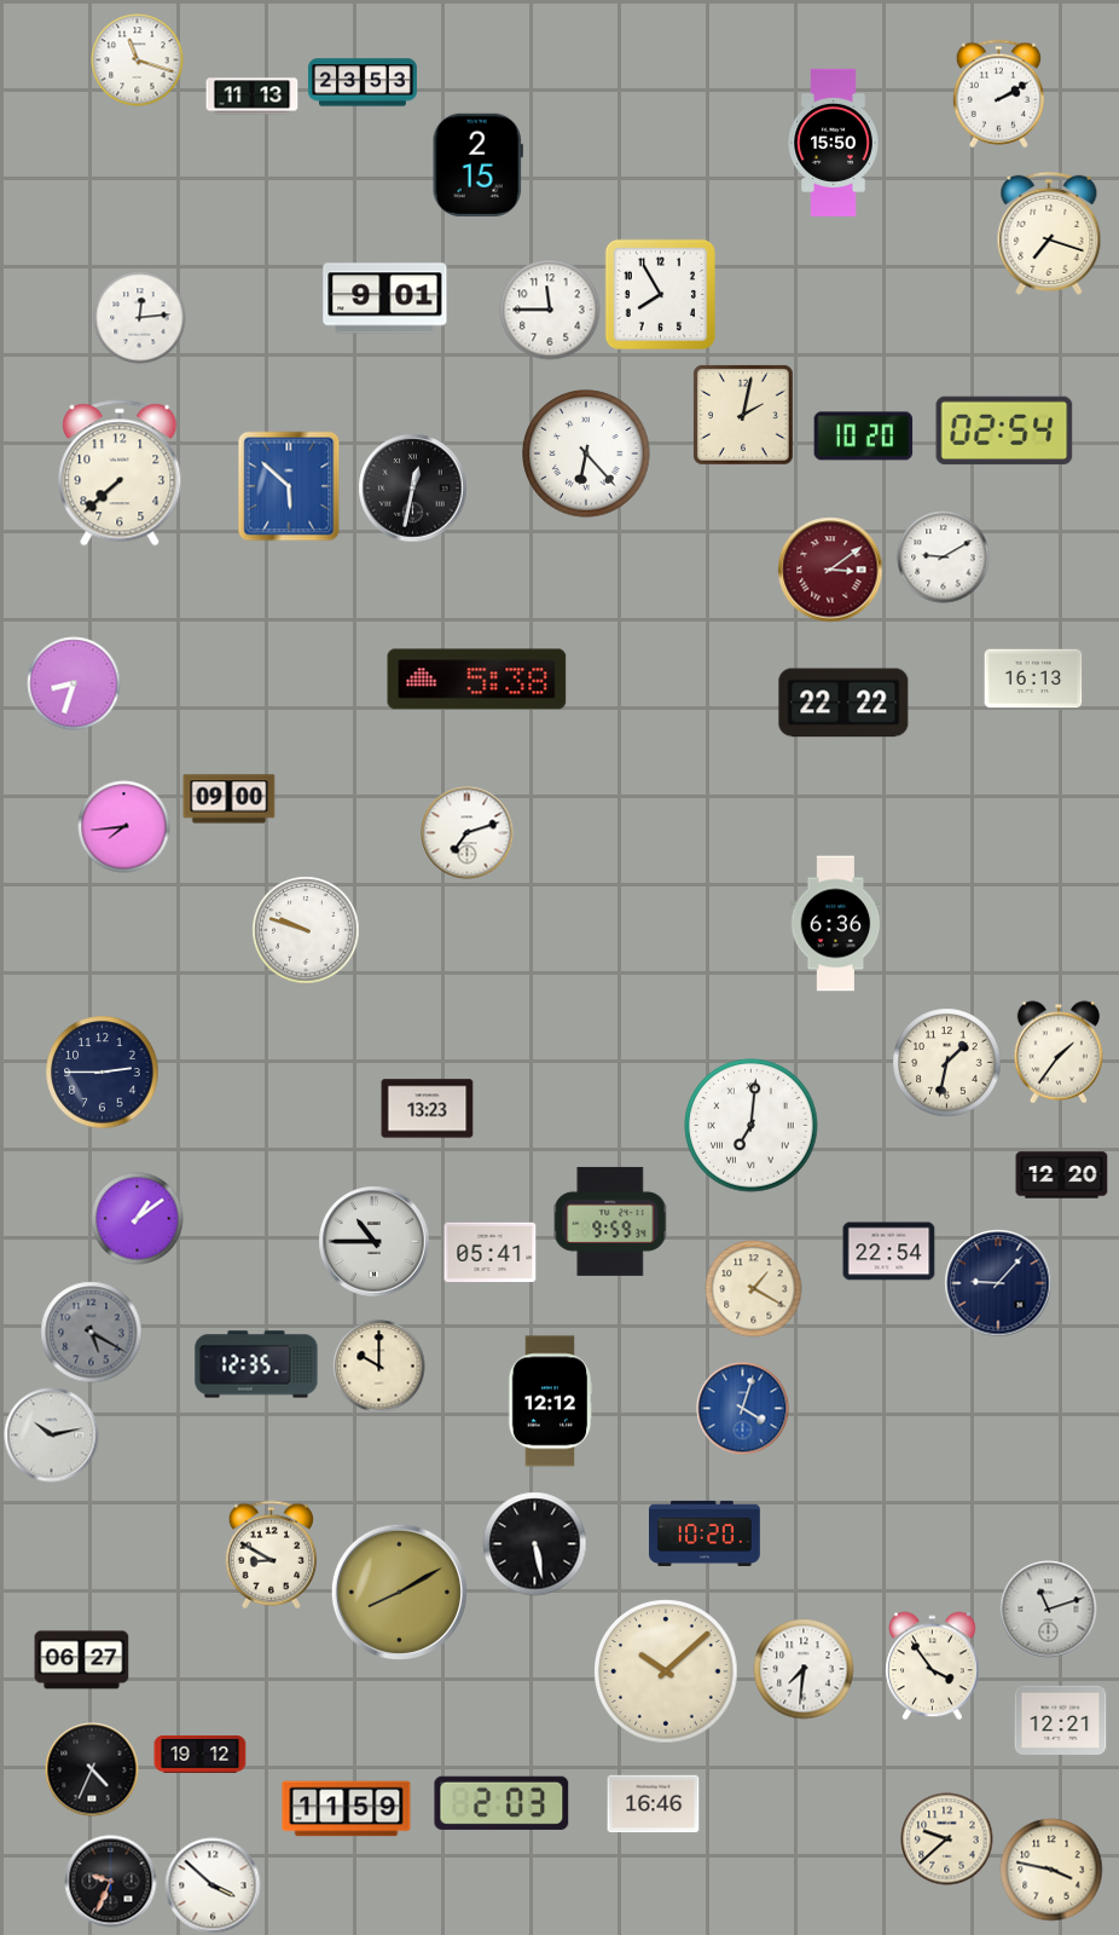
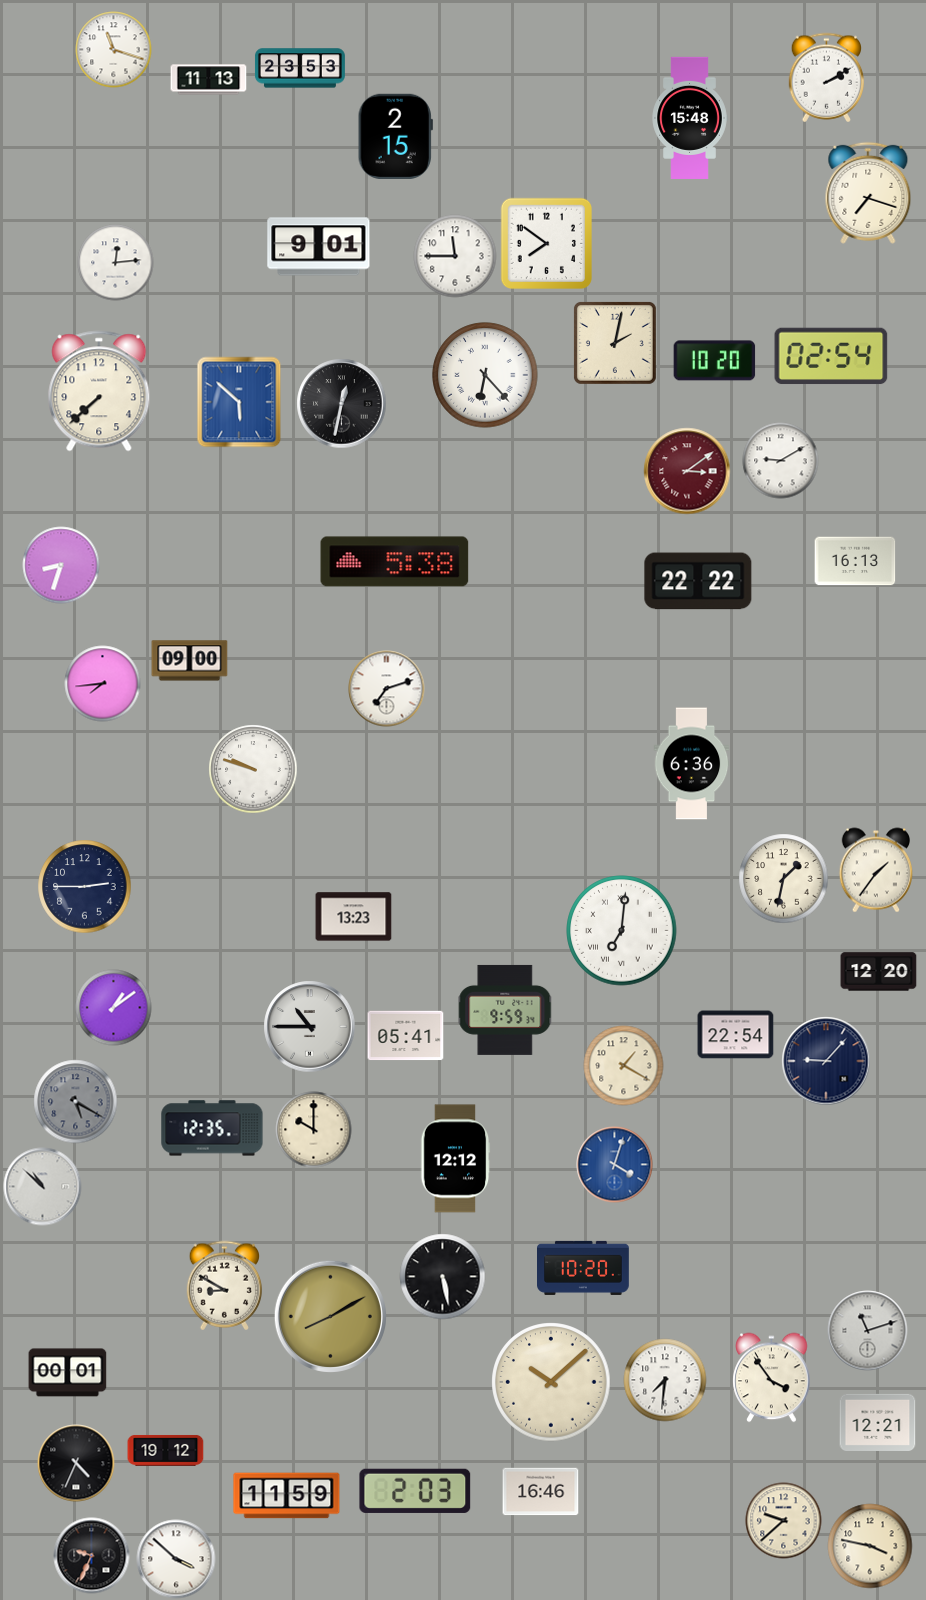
clock at (834, 143): 15:50 -> 15:48
clock at (660, 294): 7:55 -> 7:51
clock at (52, 1436): 10:13 -> 10:52
clock at (82, 1660): 06:27 -> 00:01
